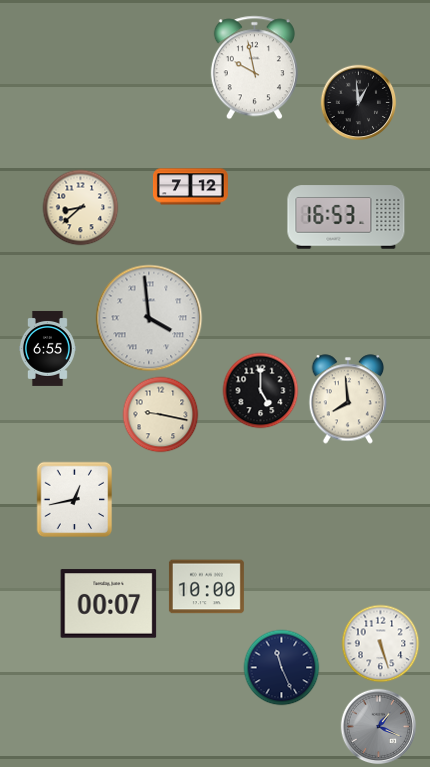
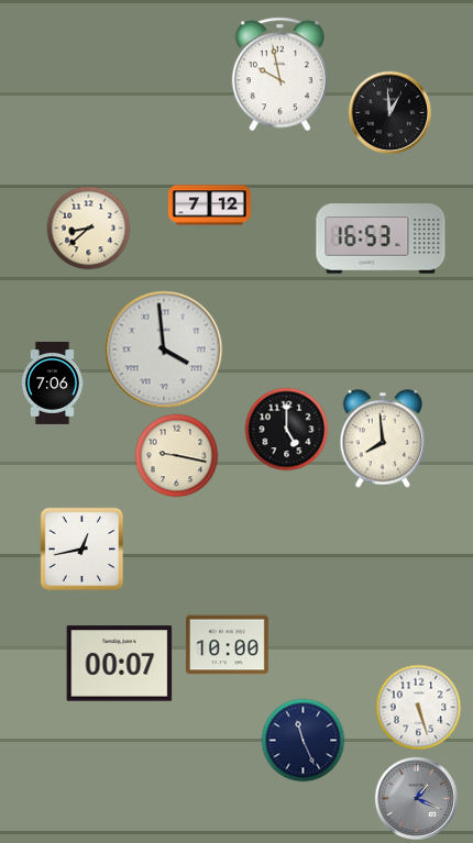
clock at (359, 103) position: (359, 103) -> (391, 113)
clock at (47, 348): 6:55 -> 7:06
clock at (282, 668) position: (282, 668) -> (304, 741)
